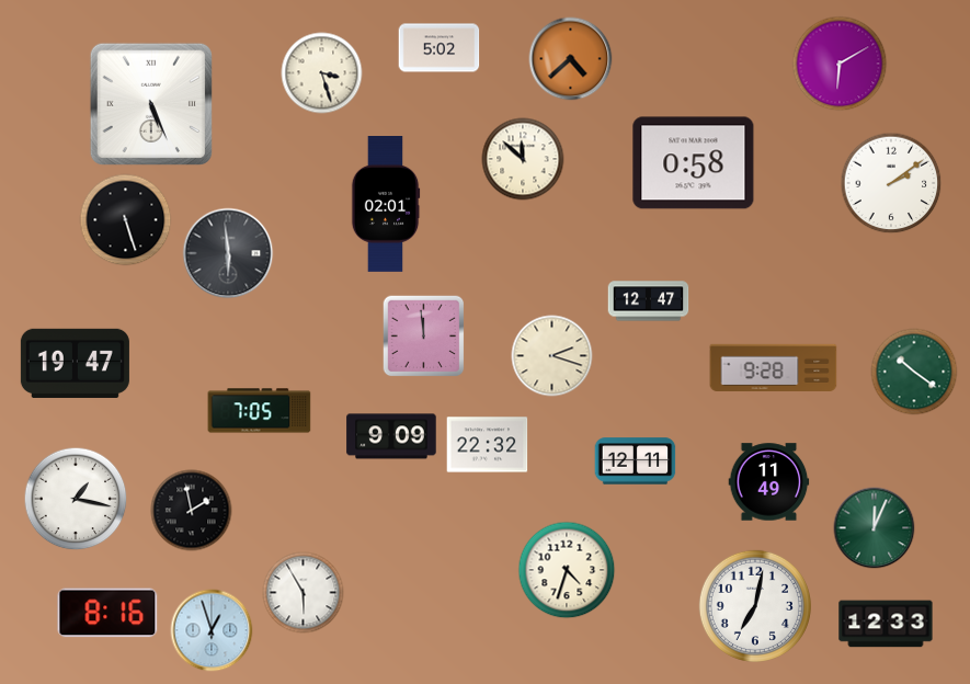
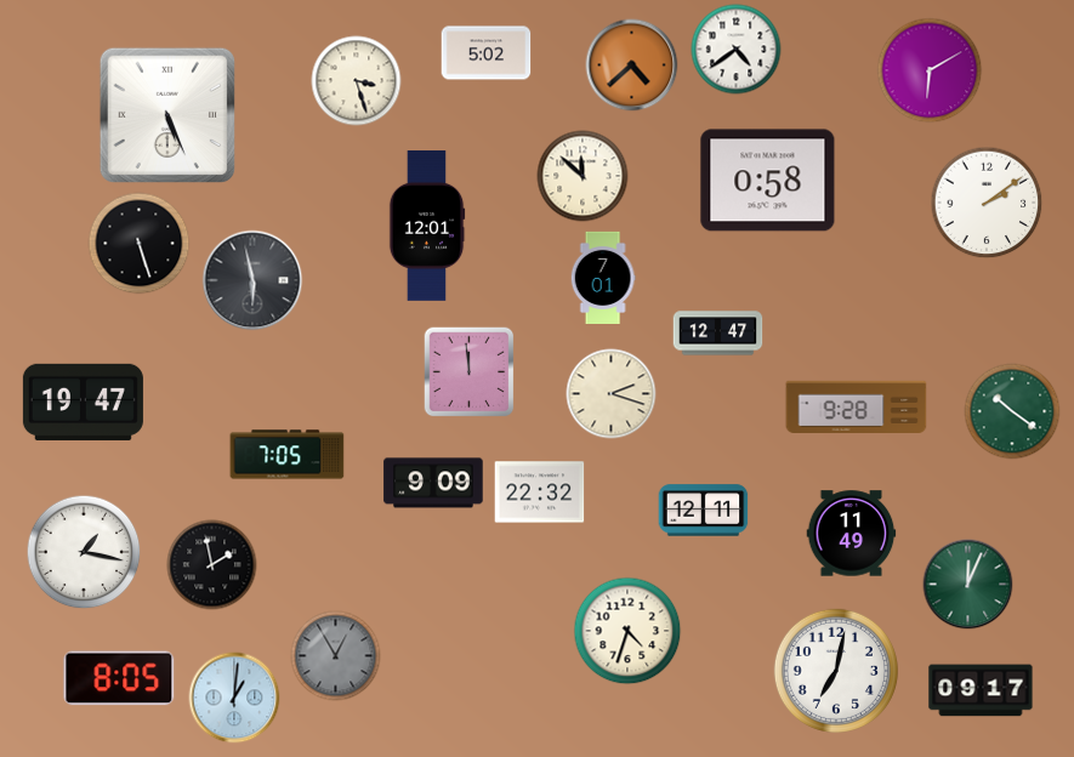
clock at (737, 50): none -> 4:39
clock at (523, 159) position: (523, 159) -> (583, 176)
clock at (386, 205): 02:01 -> 12:01
clock at (603, 277): none -> 7:01
clock at (228, 253): 5:59 -> 5:58
clock at (304, 593): 5:55 -> 12:55
clock at (304, 593) dial: white -> grey
clock at (107, 613): 8:16 -> 8:05
clock at (886, 624): 12:33 -> 09:17
clock at (212, 630): 12:57 -> 1:01
